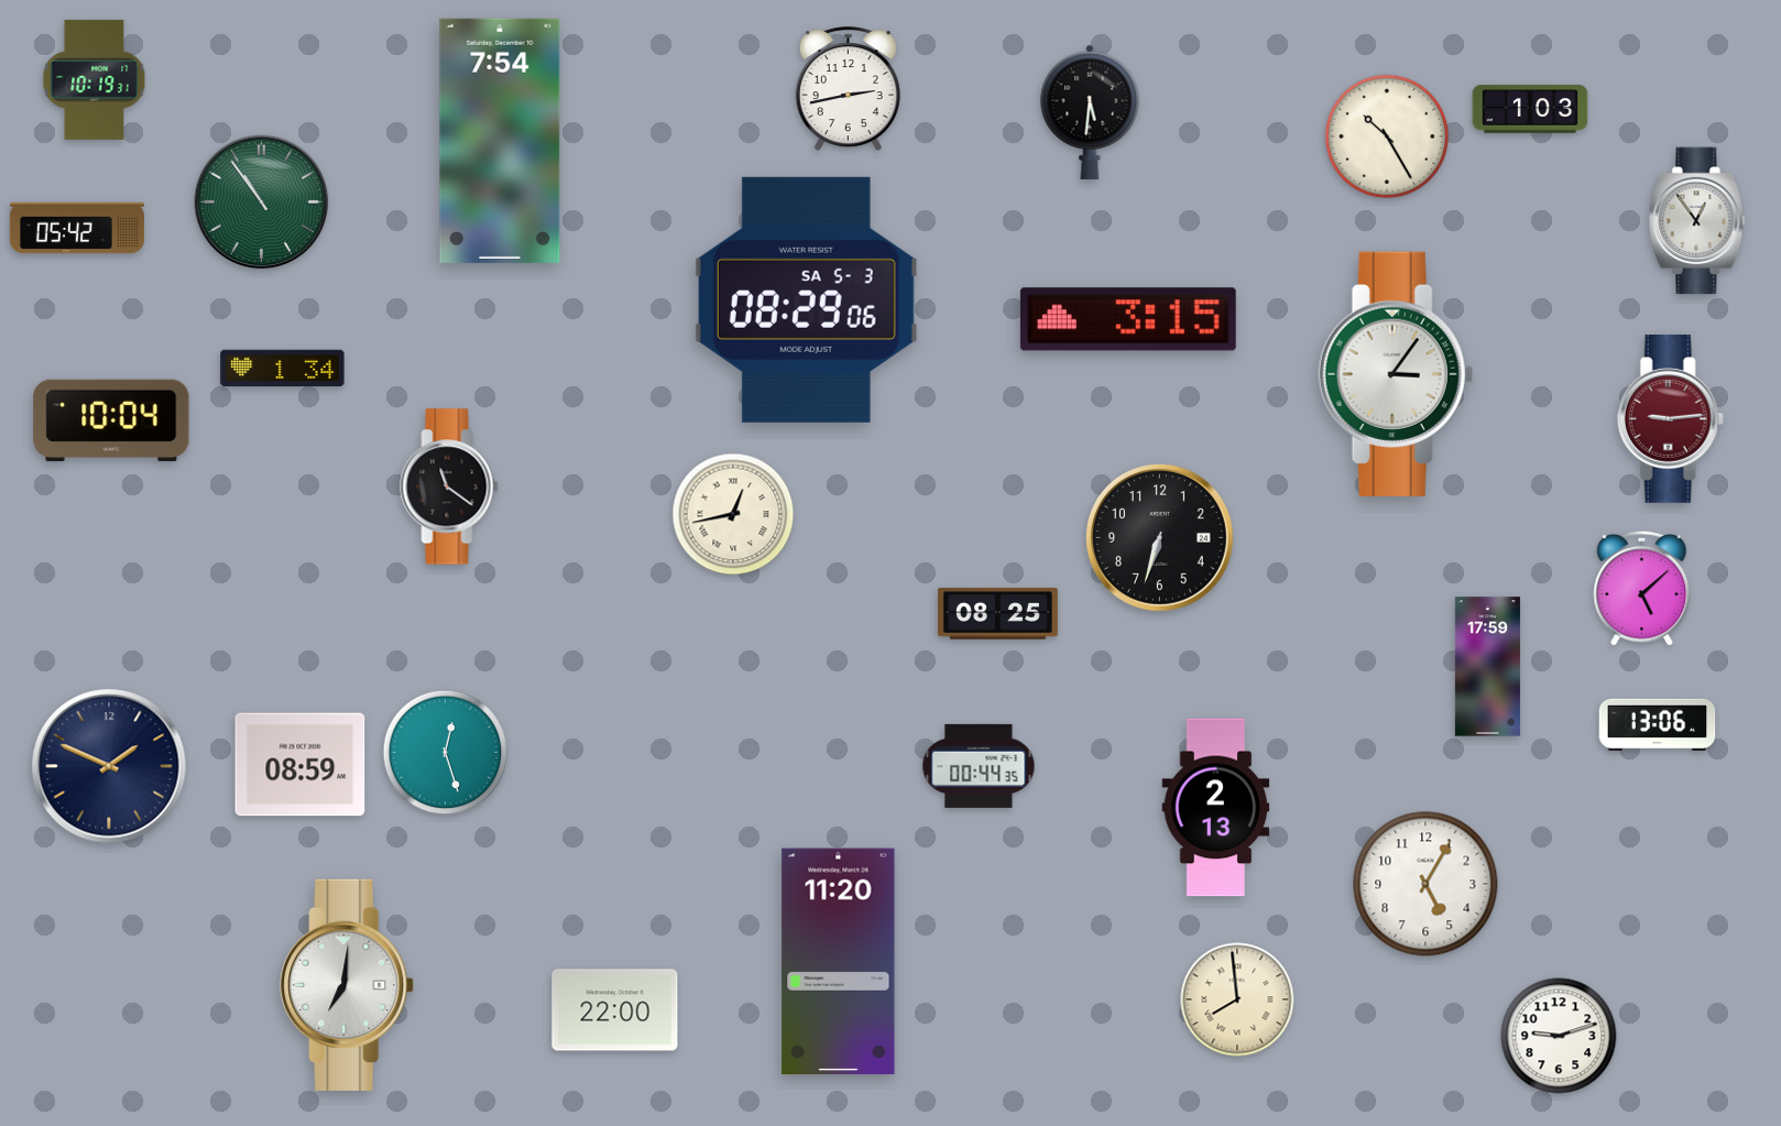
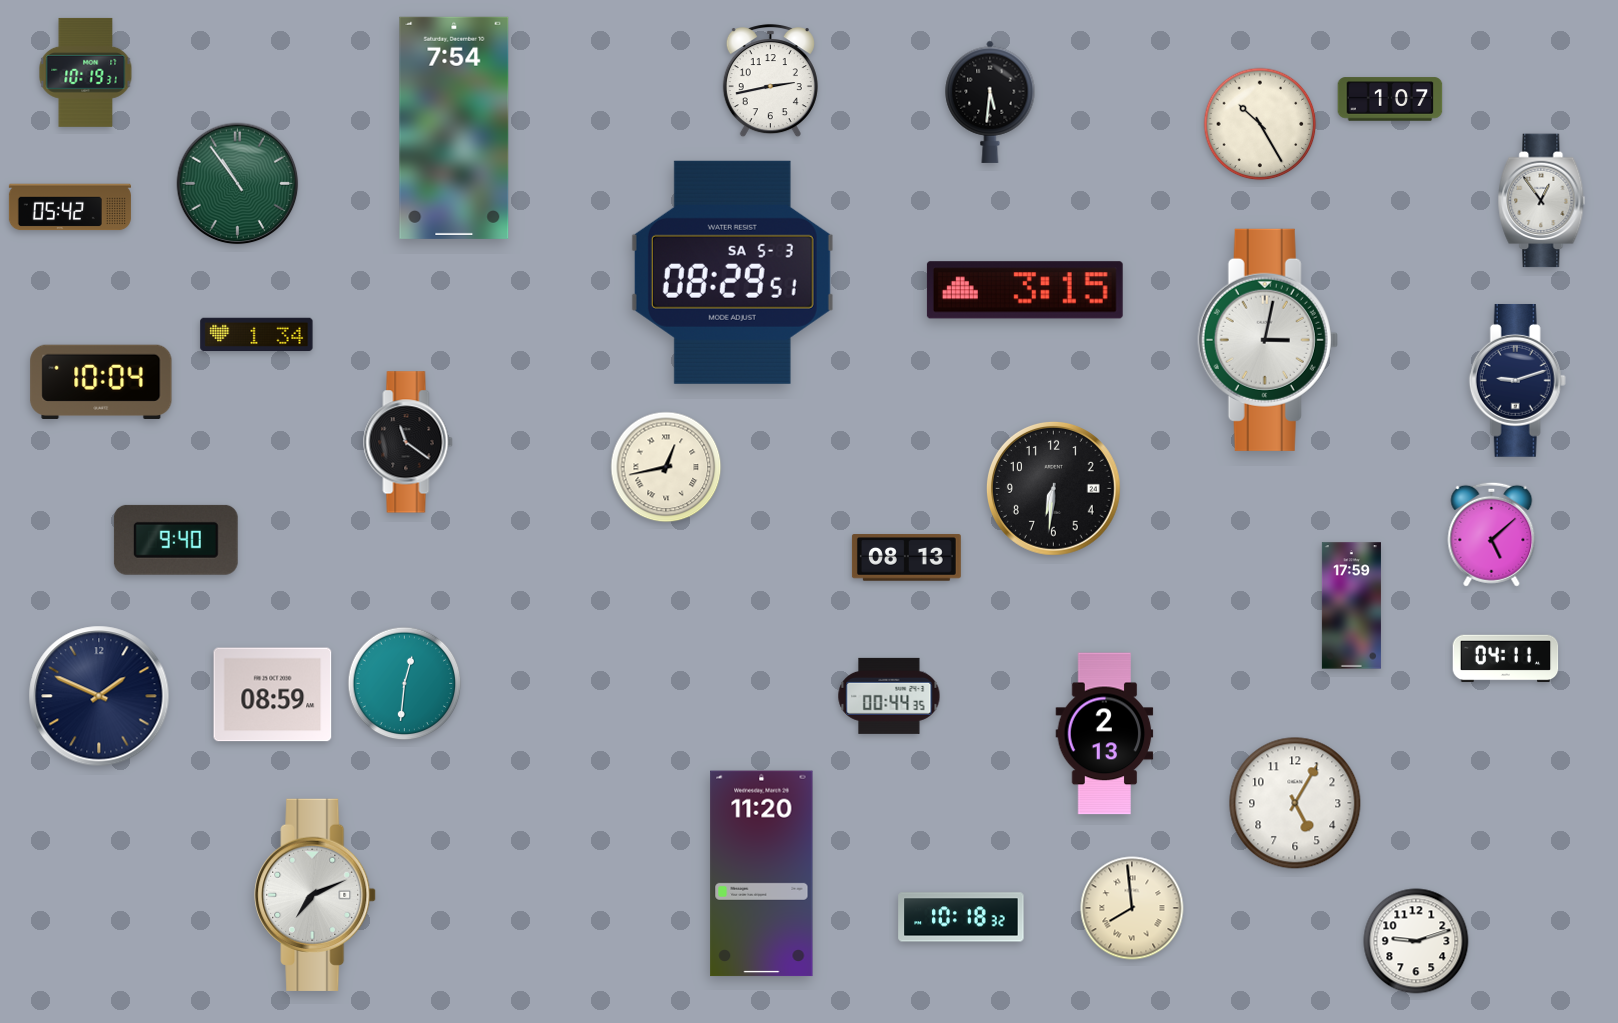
clock at (1530, 109): 1:03 -> 1:07
clock at (806, 299): 08:29:06 -> 08:29:51
clock at (1396, 374): 3:06 -> 3:02
clock at (1670, 418): 9:14 -> 9:12
clock at (1670, 418) dial: burgundy -> navy
clock at (1159, 537): 6:33 -> 6:31
clock at (176, 540): none -> 9:40
clock at (997, 614): 08:25 -> 08:13
clock at (1658, 725): 13:06 -> 04:11
clock at (446, 753): 12:27 -> 12:31
clock at (347, 985): 7:01 -> 7:11
clock at (1237, 999) position: (1237, 999) -> (1132, 908)
clock at (961, 917): none -> 10:18
clock at (615, 1010): 22:00 -> none
